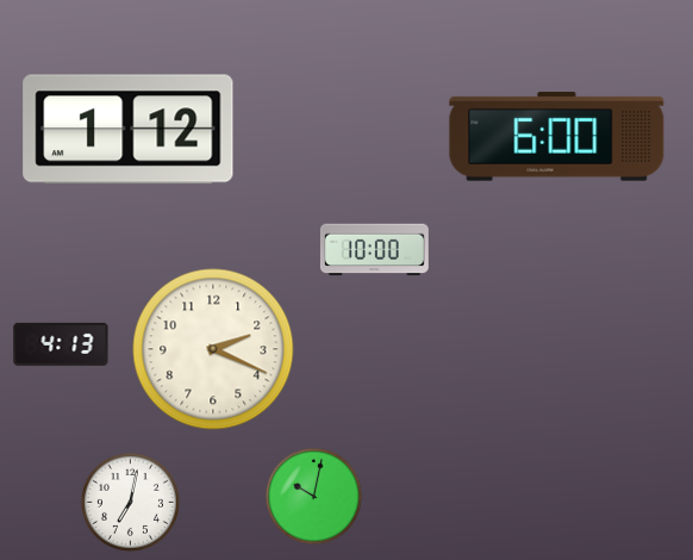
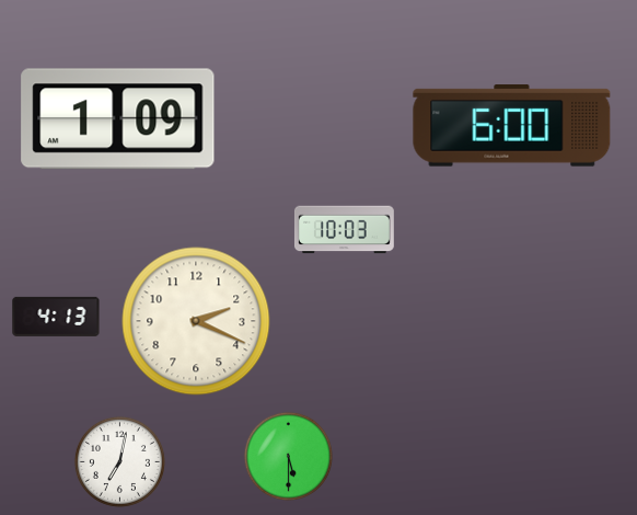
clock at (129, 130): 1:12 -> 1:09
clock at (374, 250): 10:00 -> 10:03
clock at (313, 496): 10:02 -> 5:30
